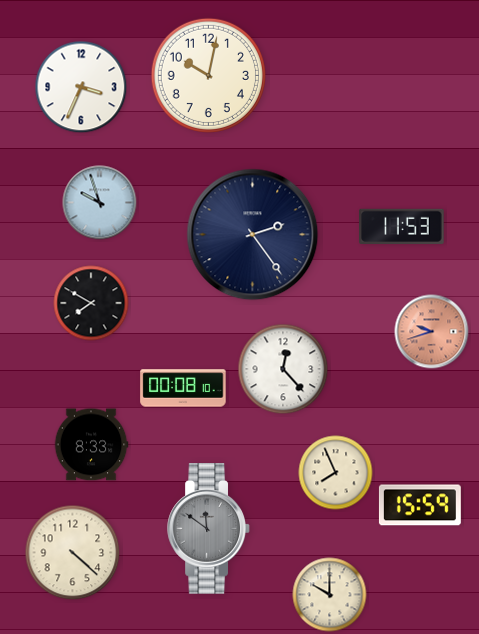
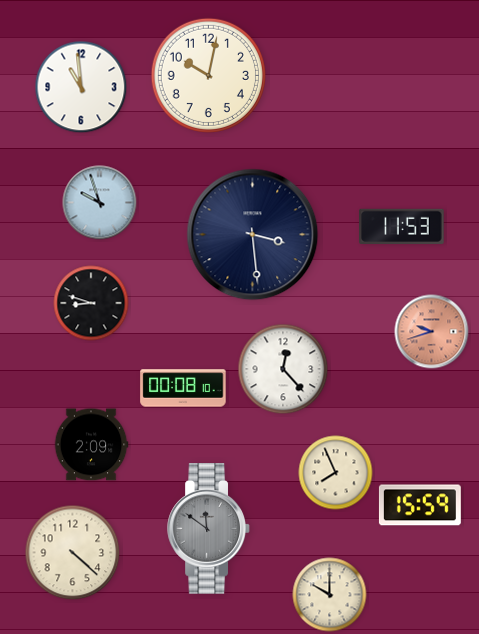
clock at (81, 87): 3:34 -> 10:59
clock at (253, 235): 2:24 -> 3:29
clock at (91, 303): 7:50 -> 8:48
clock at (91, 445): 8:33 -> 2:09
